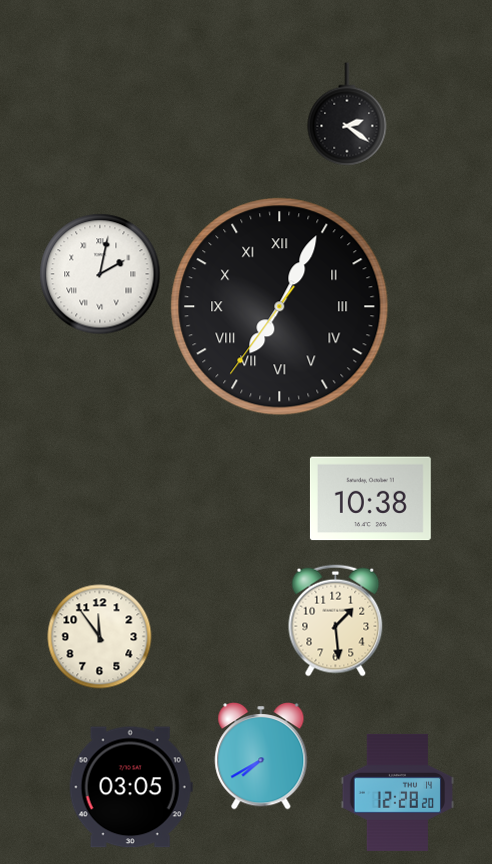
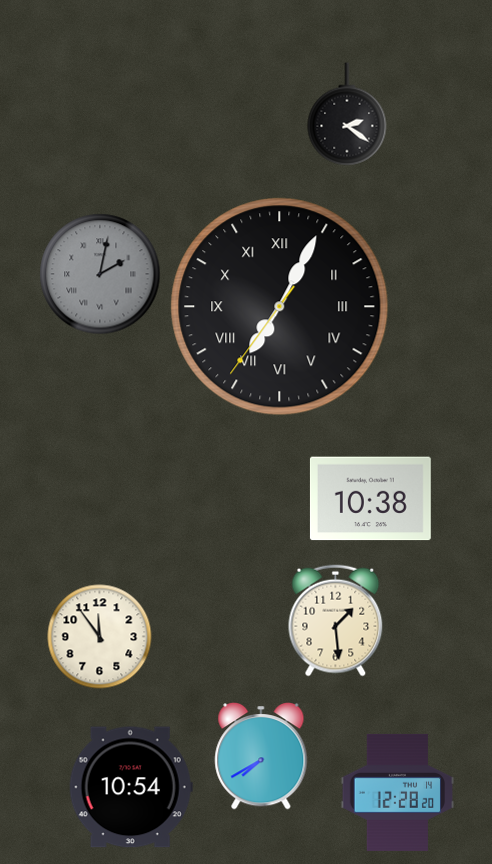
clock at (100, 274) dial: white -> grey
clock at (131, 787): 03:05 -> 10:54
